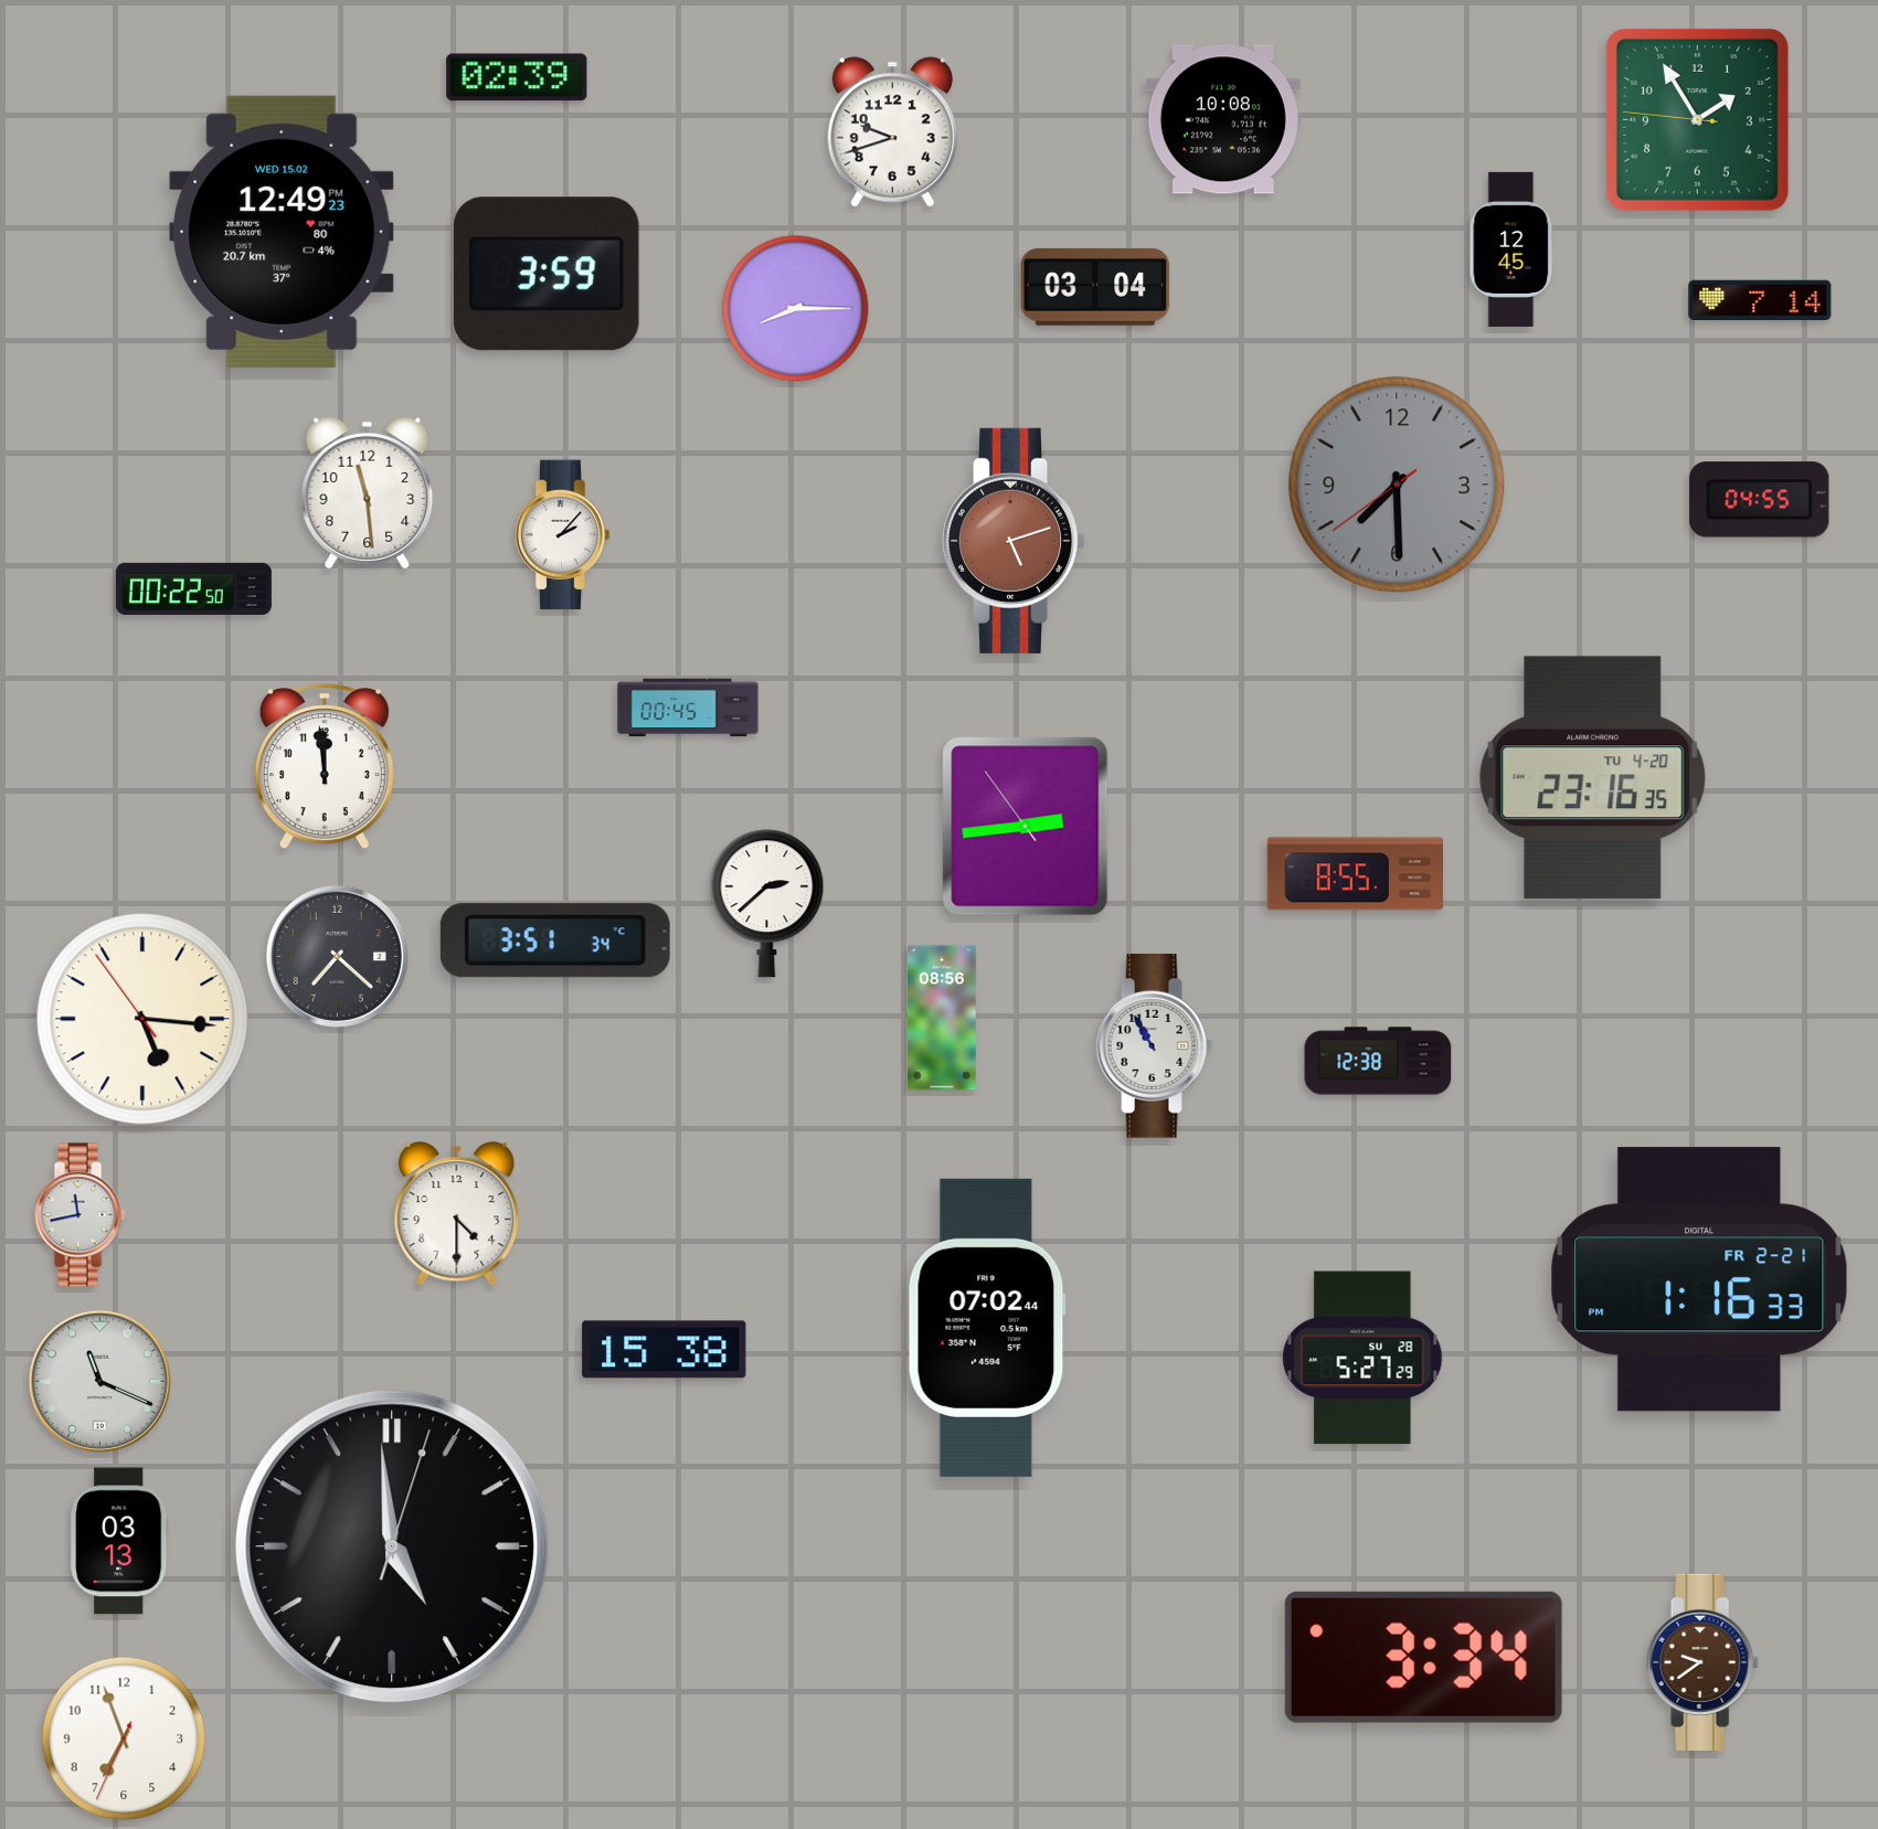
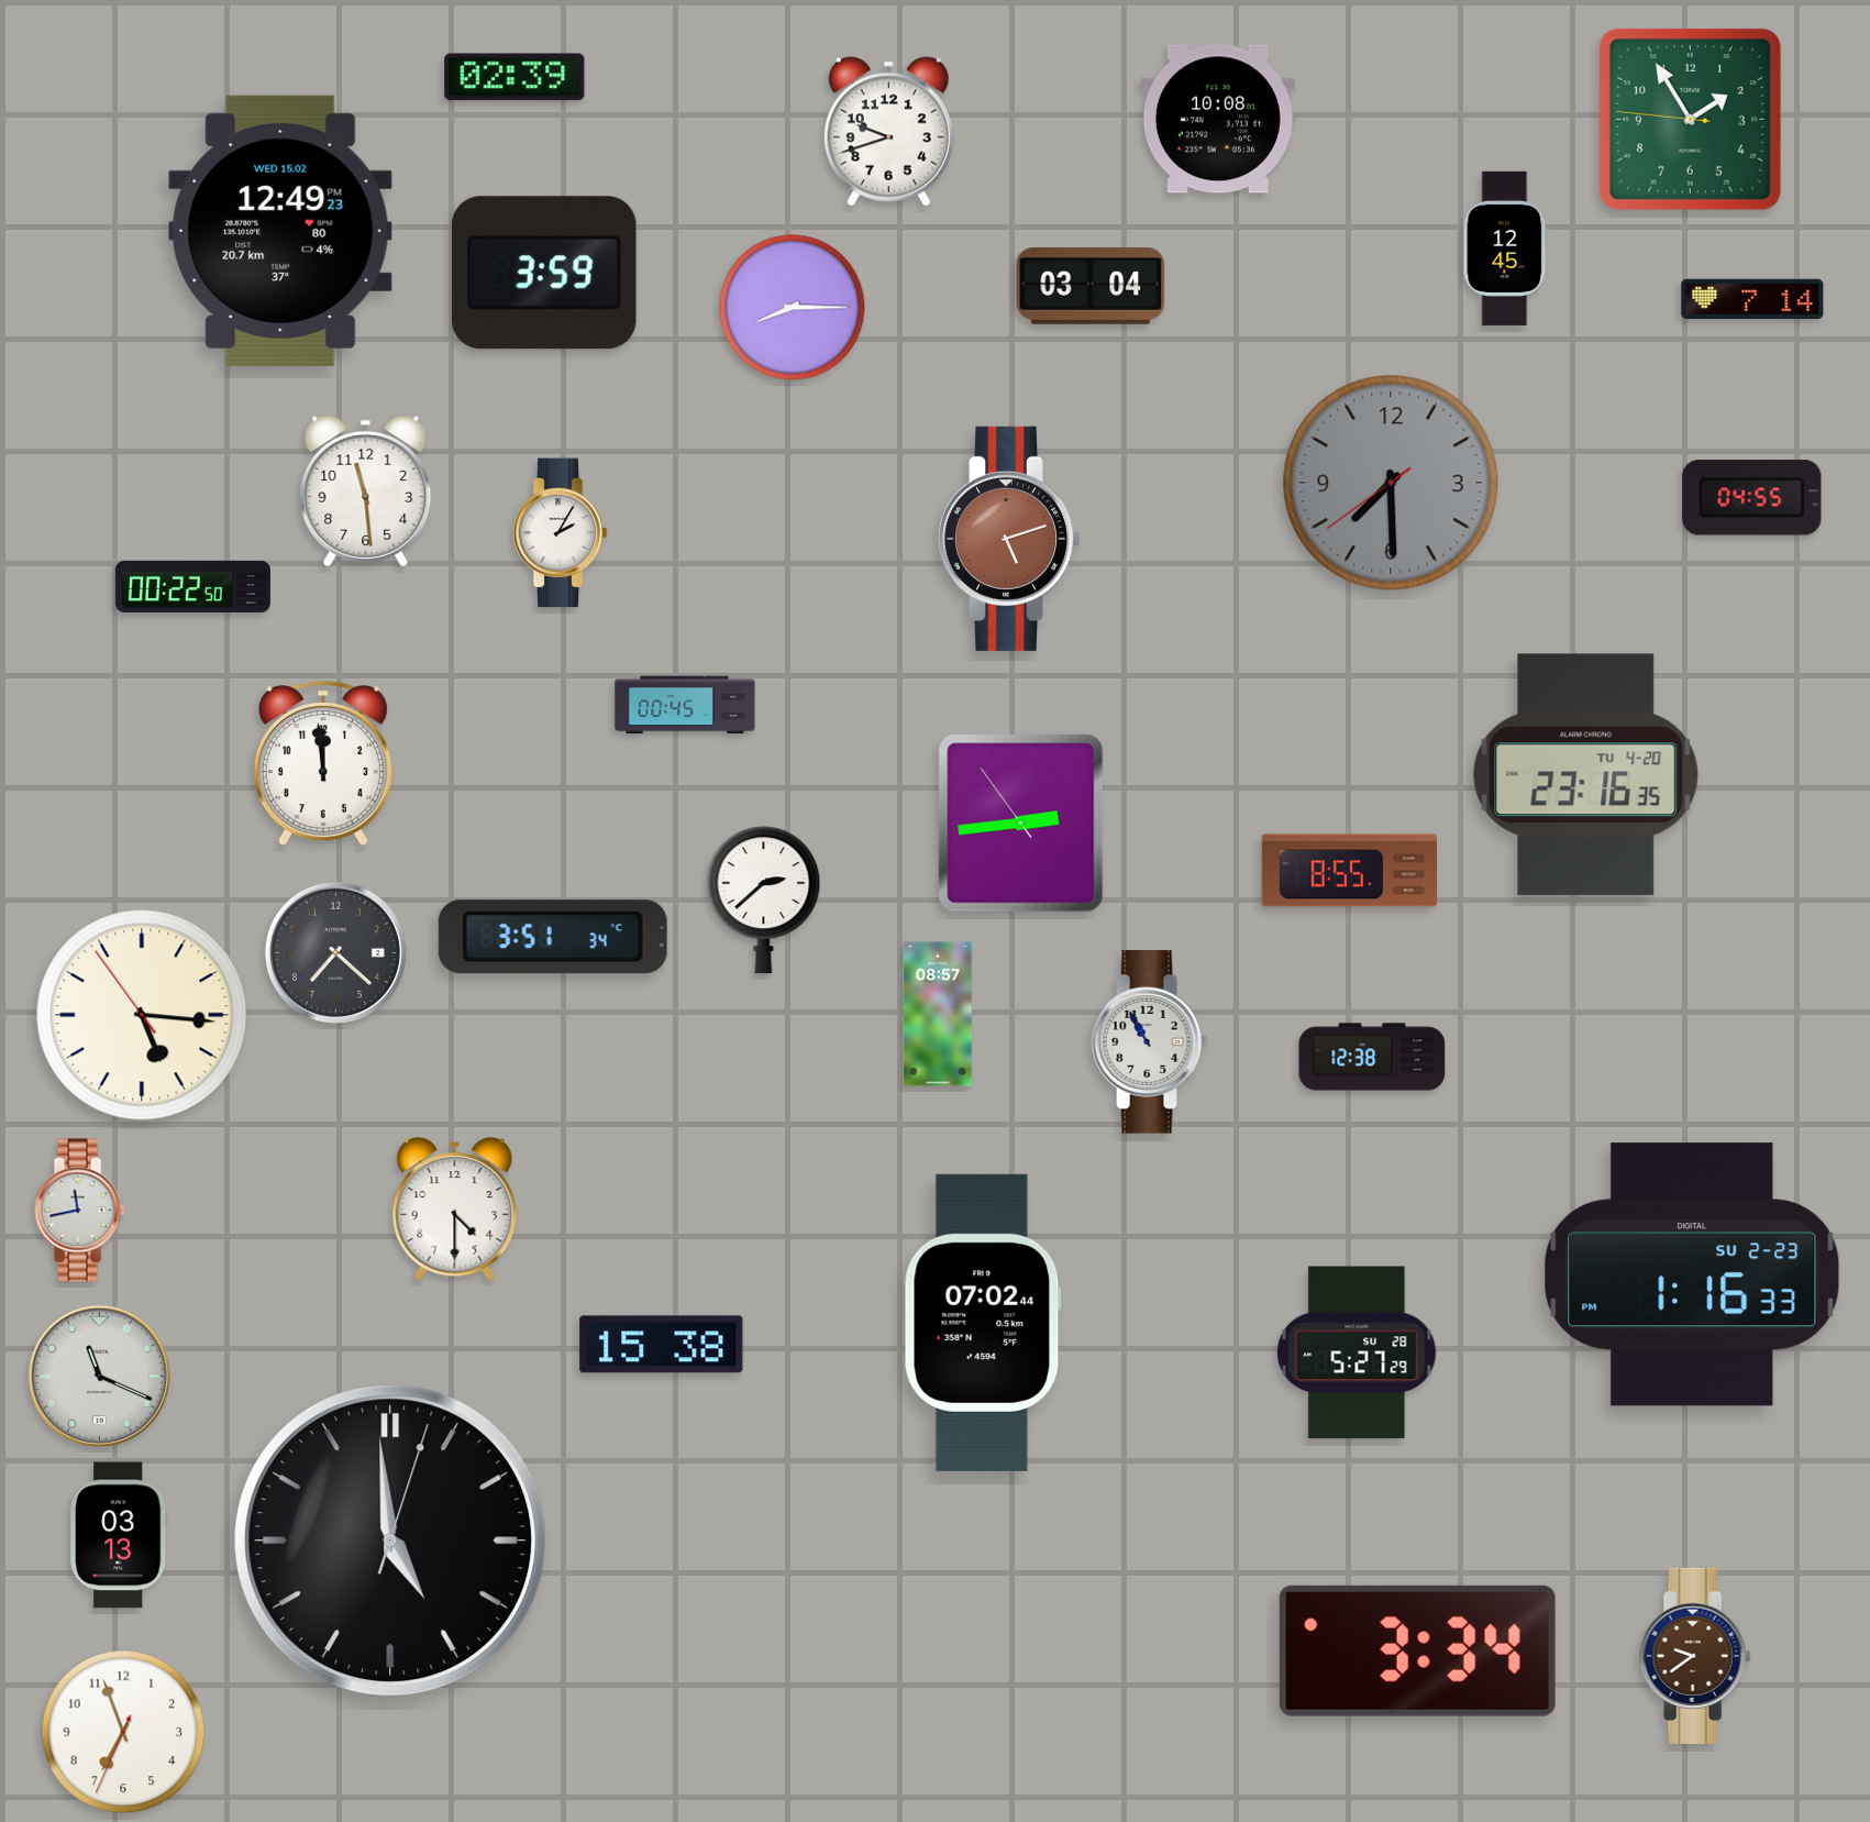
clock at (562, 535): 2:07 -> 2:05
clock at (942, 1018): 08:56 -> 08:57
clock at (1699, 1279) date: FR 2-21 -> SU 2-23
